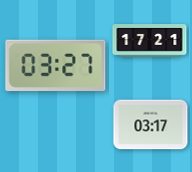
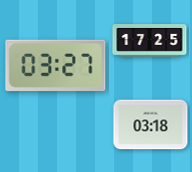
clock at (150, 41): 17:21 -> 17:25
clock at (151, 125): 03:17 -> 03:18
